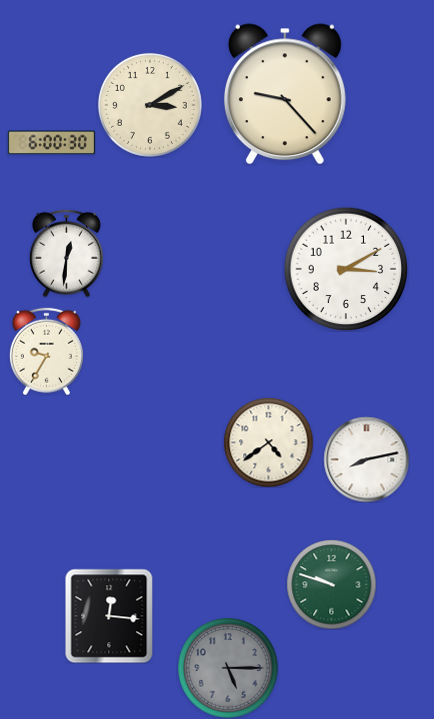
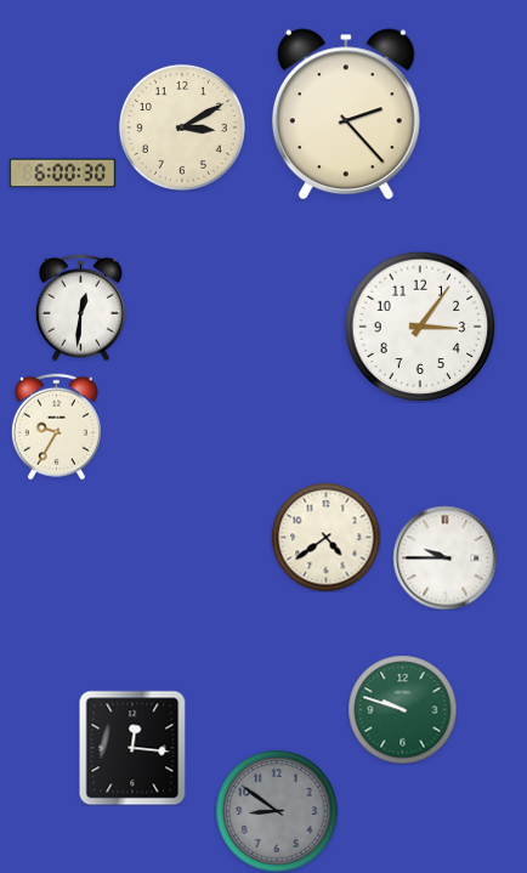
clock at (285, 94): 9:23 -> 2:23
clock at (346, 269): 3:10 -> 3:06
clock at (366, 459): 8:13 -> 9:45
clock at (229, 669): 5:15 -> 8:51
